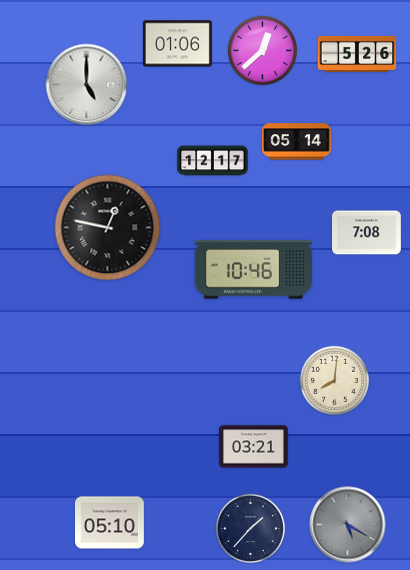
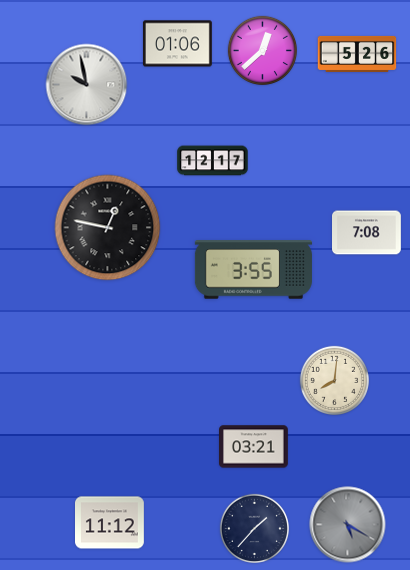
clock at (87, 85): 5:00 -> 9:58
clock at (297, 142): 05:14 -> none
clock at (253, 270): 10:46 -> 3:55
clock at (110, 523): 05:10 -> 11:12
clock at (250, 528) position: (250, 528) -> (254, 528)
